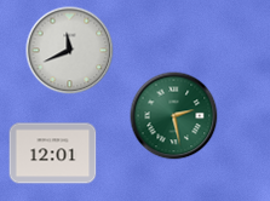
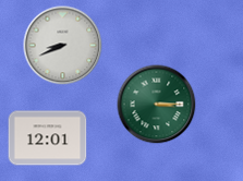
clock at (70, 51): 11:41 -> 8:41
clock at (174, 116): 2:28 -> 3:15
